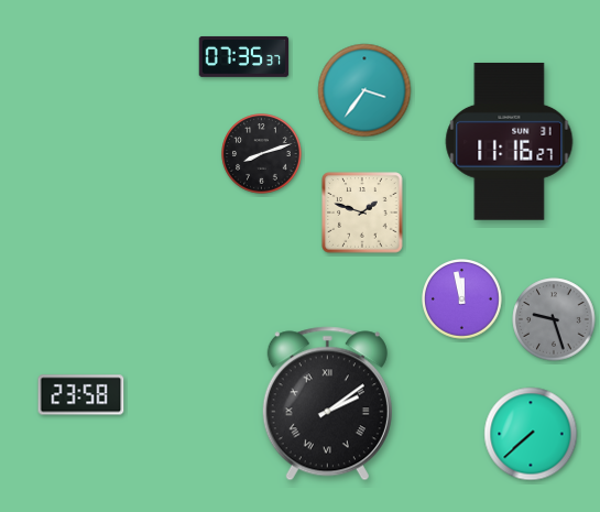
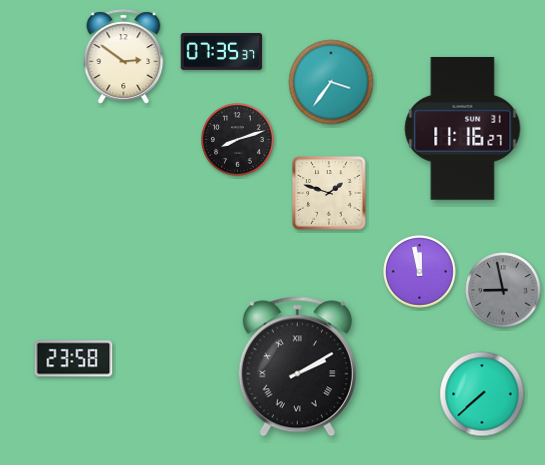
clock at (124, 57): none -> 2:51
clock at (554, 319): 9:27 -> 8:58
clock at (327, 404): 2:09 -> 2:10
